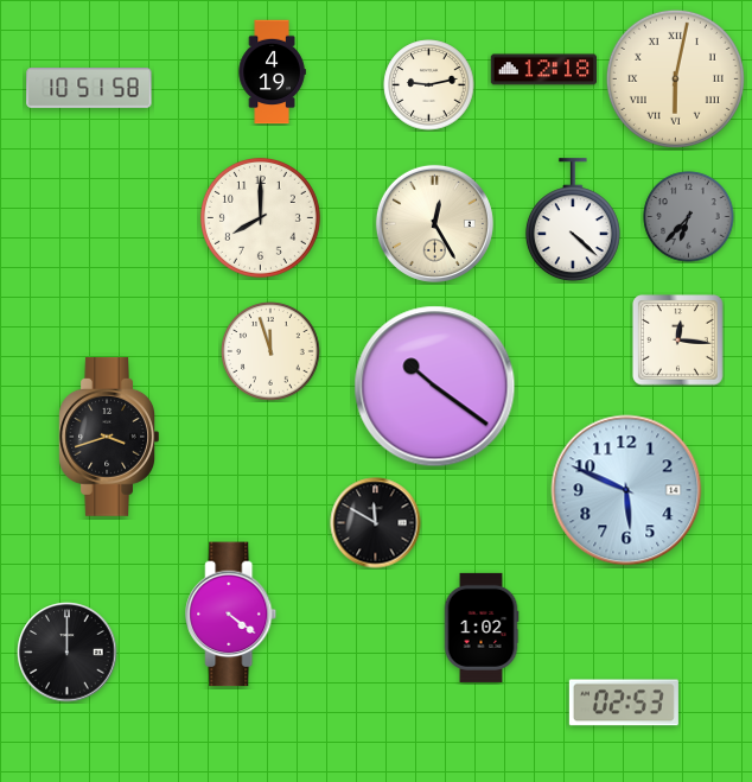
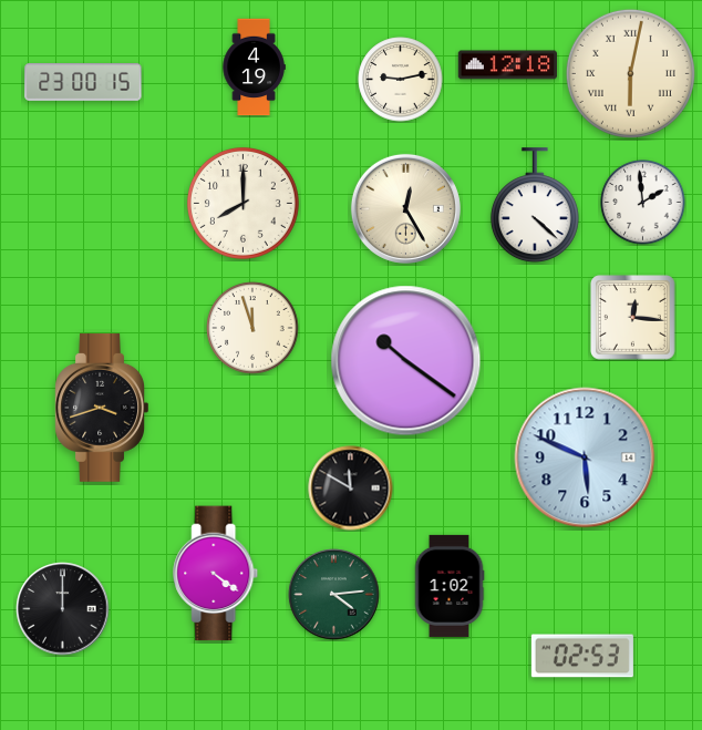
clock at (89, 88): 10:51 -> 23:00
clock at (689, 217): 6:37 -> 1:59
clock at (689, 217) dial: grey -> white
clock at (334, 595): none -> 4:14
